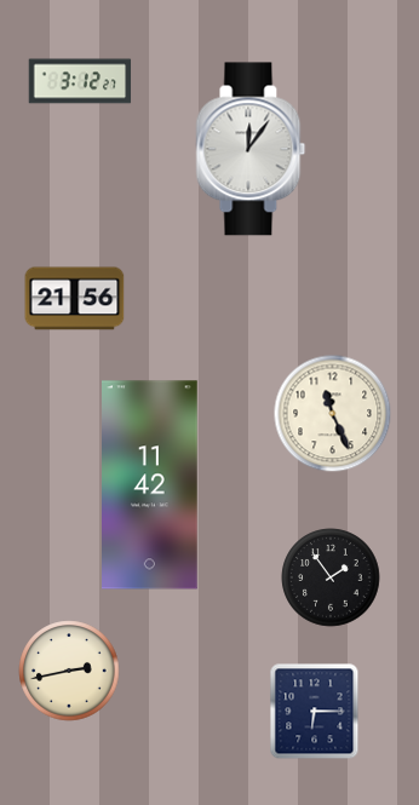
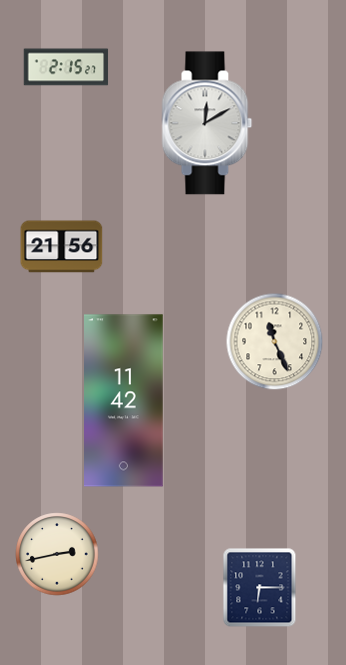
clock at (80, 81): 3:12 -> 2:15
clock at (251, 149): 12:06 -> 12:10
clock at (331, 577): 1:54 -> none
